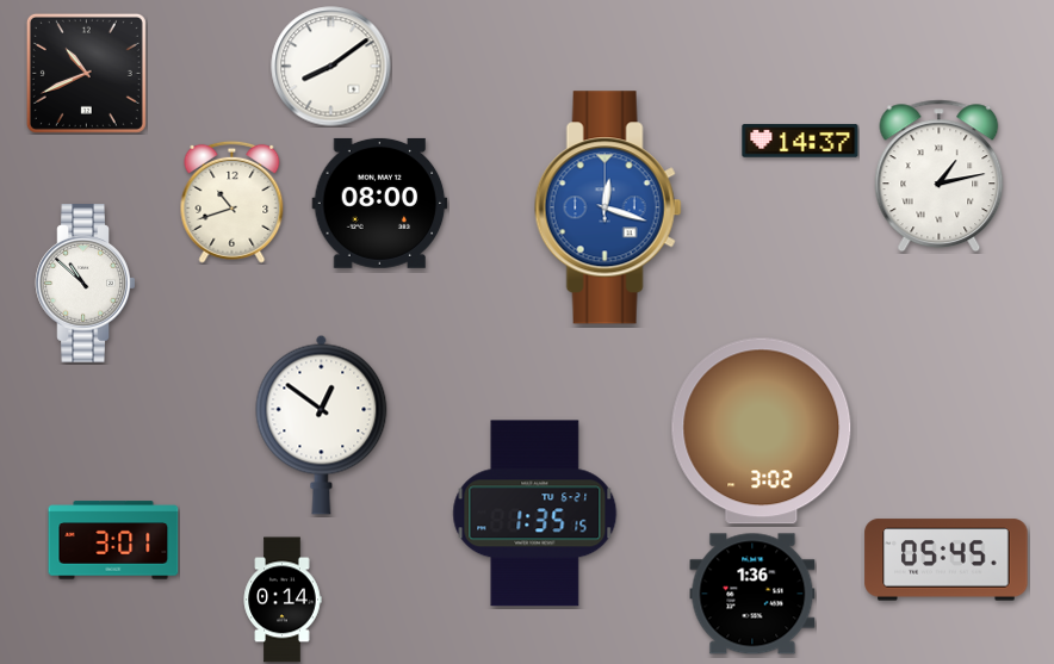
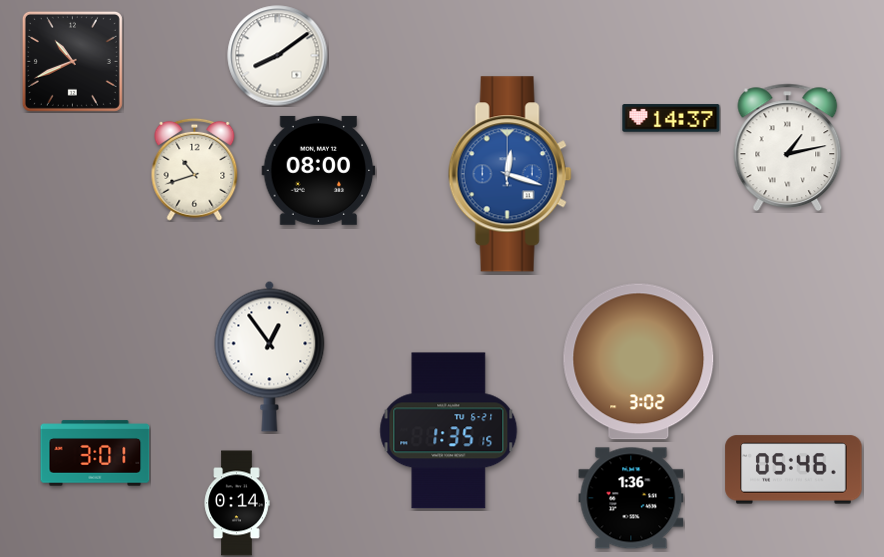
clock at (86, 284): 10:52 -> none
clock at (322, 424): 12:51 -> 12:54
clock at (947, 560): 05:45 -> 05:46
